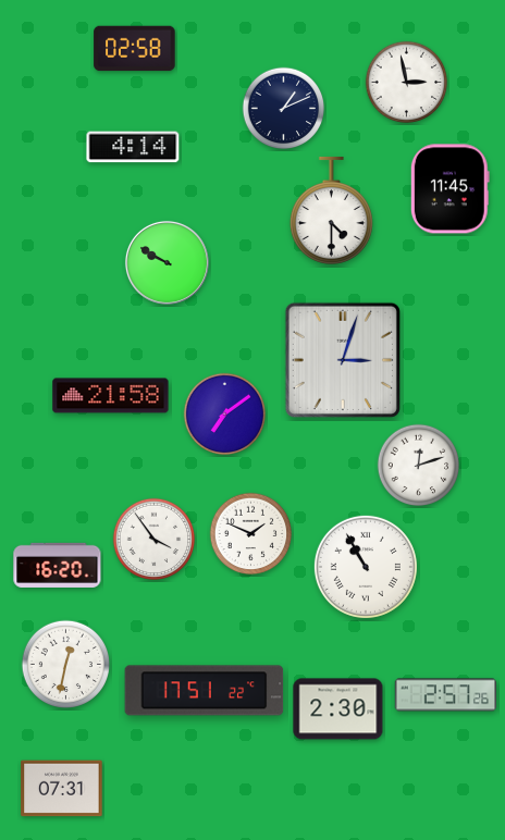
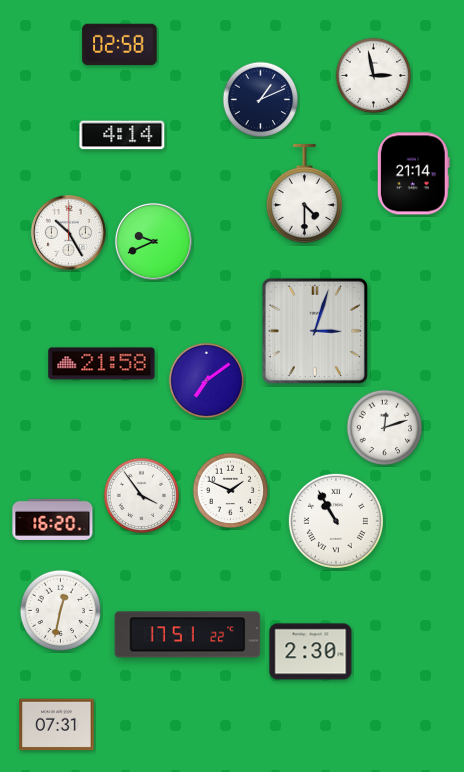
clock at (135, 49) position: (135, 49) -> (120, 45)
clock at (449, 189): 11:45 -> 21:14
clock at (68, 232): none -> 10:25
clock at (167, 262): 9:50 -> 9:41
clock at (446, 695): 2:57 -> none
